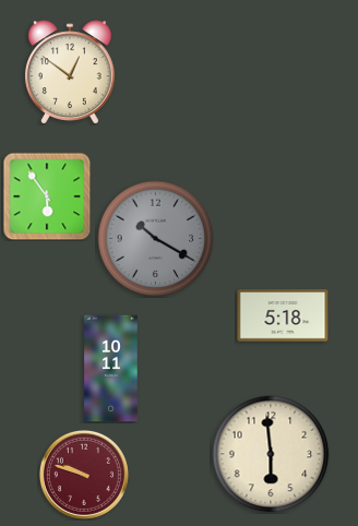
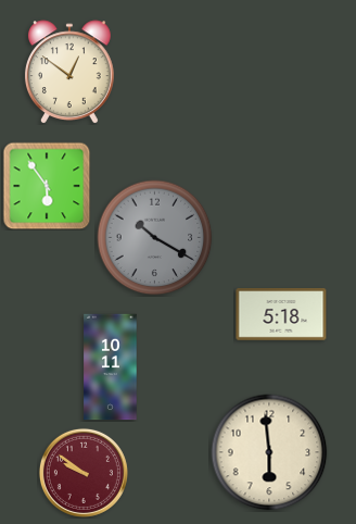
clock at (47, 196) position: (47, 196) -> (47, 186)
clock at (84, 475): 9:48 -> 9:51
